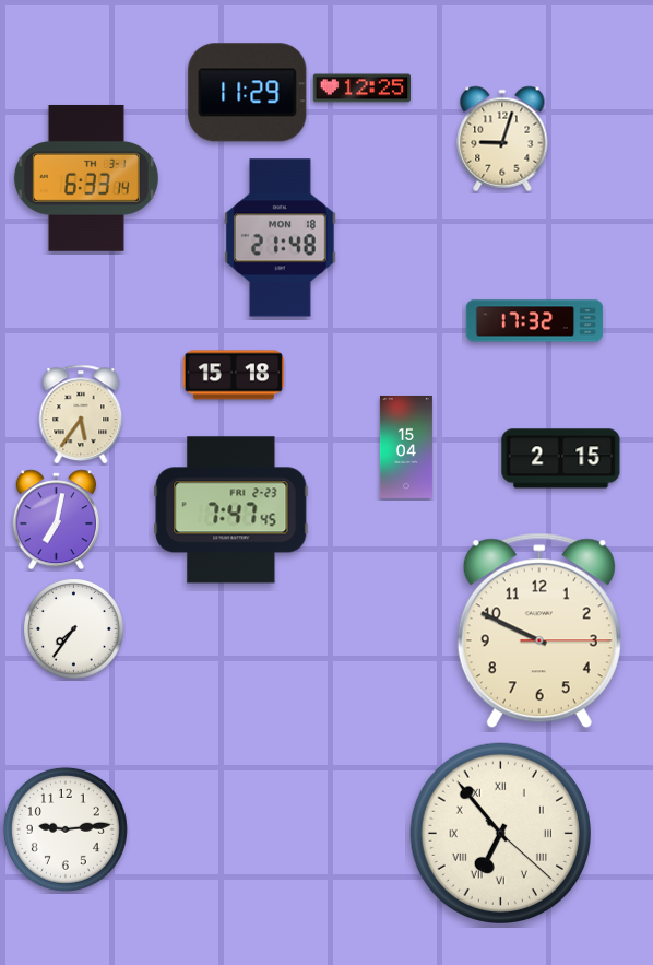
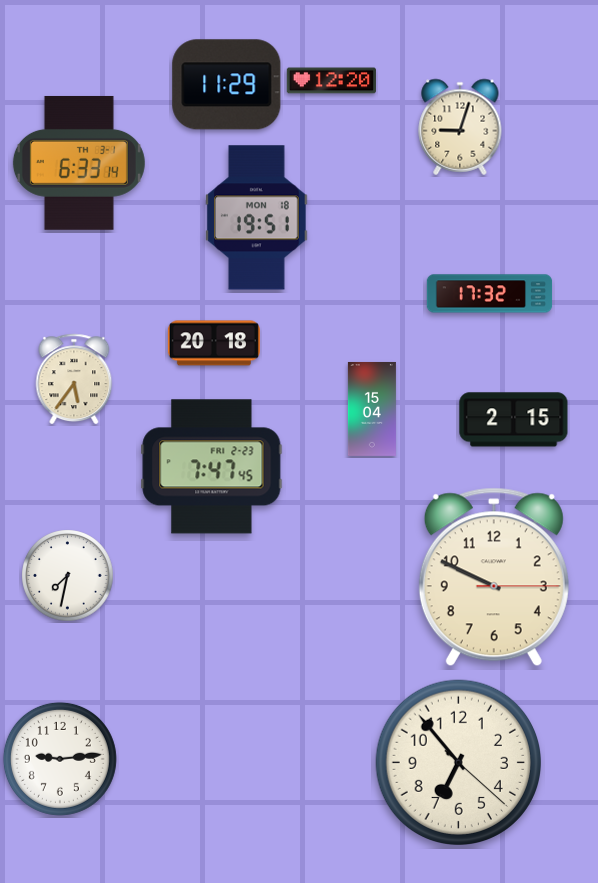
clock at (361, 89): 12:25 -> 12:20
clock at (281, 238): 21:48 -> 19:51
clock at (234, 375): 15:18 -> 20:18
clock at (56, 520): 7:02 -> none
clock at (74, 629): 7:36 -> 7:32
clock at (500, 833) numerals: Roman -> Arabic
